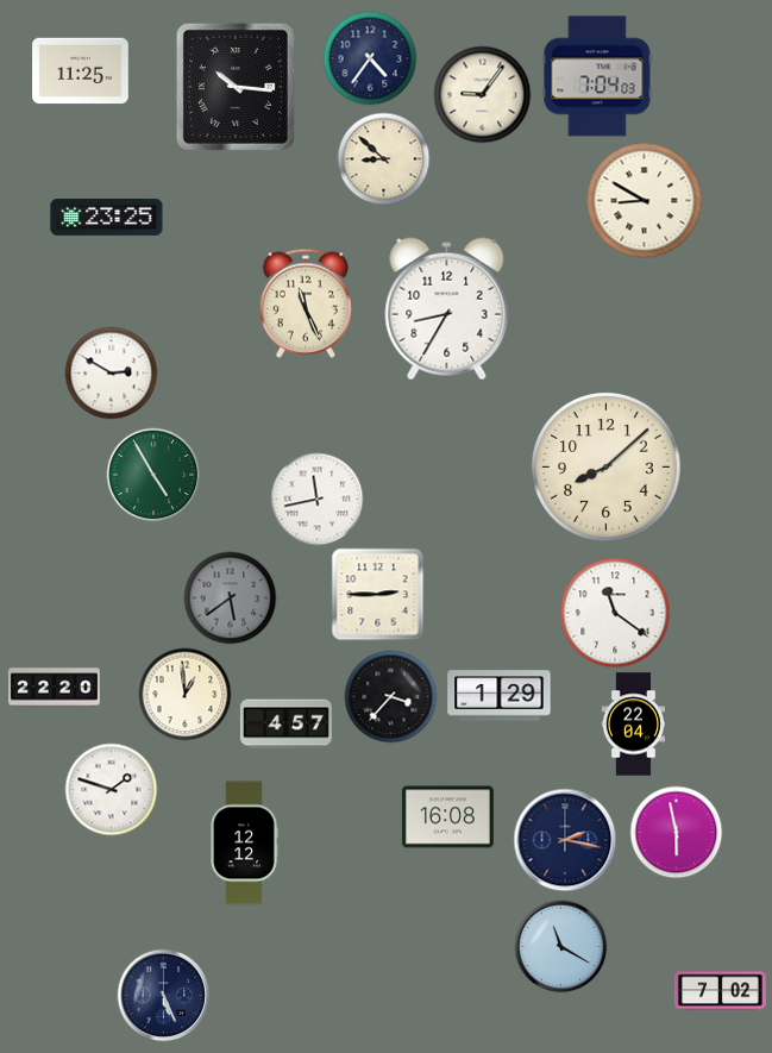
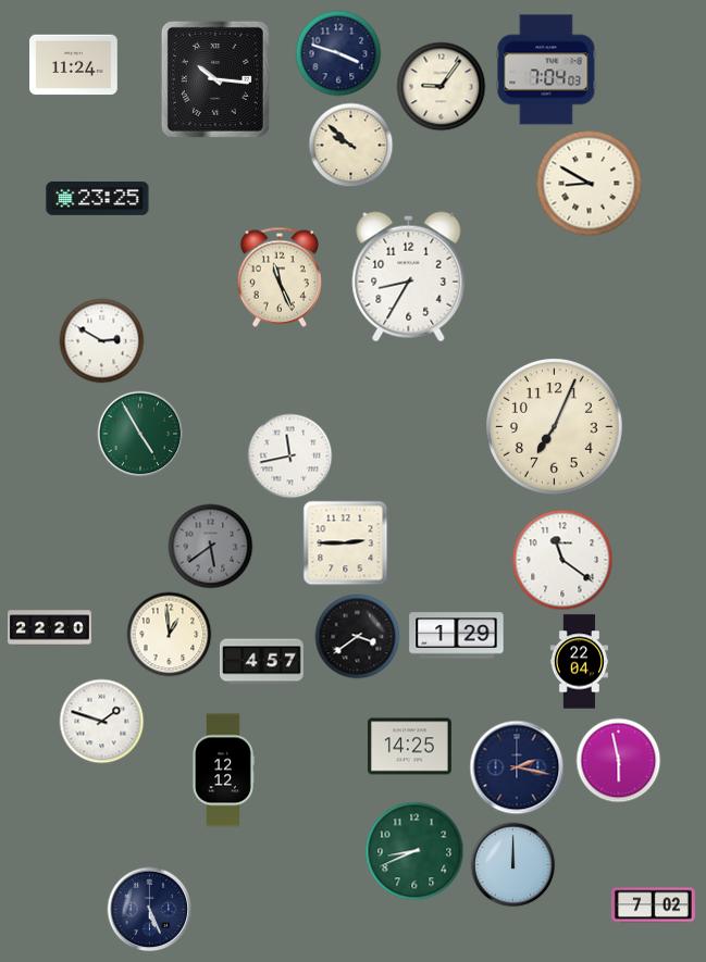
clock at (370, 58): 4:36 -> 3:48
clock at (81, 71): 11:25 -> 11:24
clock at (383, 158): 8:52 -> 9:52
clock at (447, 309) position: (447, 309) -> (409, 277)
clock at (607, 468): 8:08 -> 7:04
clock at (390, 696): 3:37 -> 3:39
clock at (447, 817): 16:08 -> 14:25
clock at (414, 851): none -> 8:41
clock at (560, 946): 11:20 -> 12:00
clock at (721, 991) position: (721, 991) -> (654, 905)
